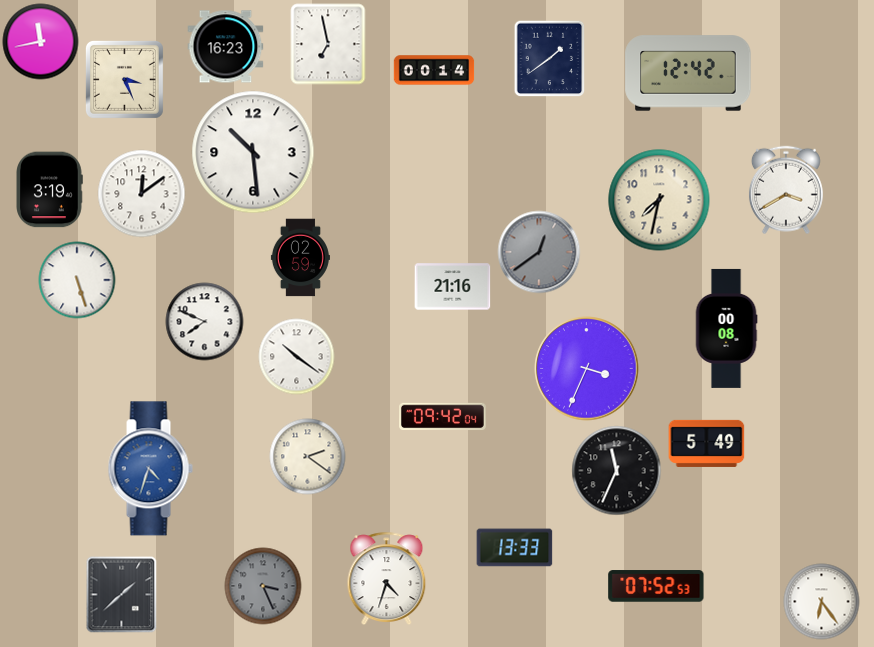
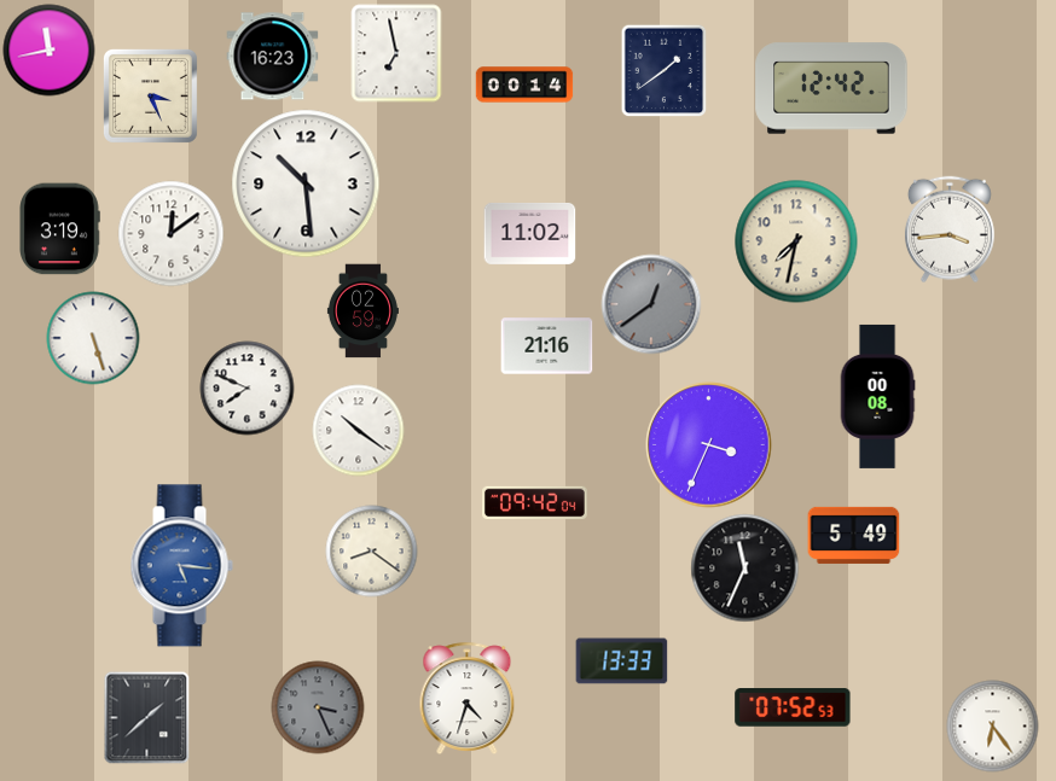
clock at (786, 190): 3:40 -> 3:44
clock at (530, 233): none -> 11:02
clock at (308, 457): 2:21 -> 8:21
clock at (150, 469): 4:33 -> 5:16
